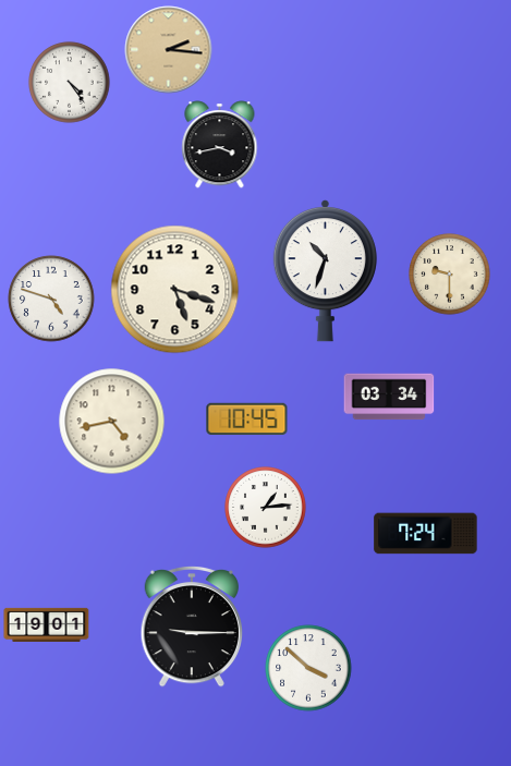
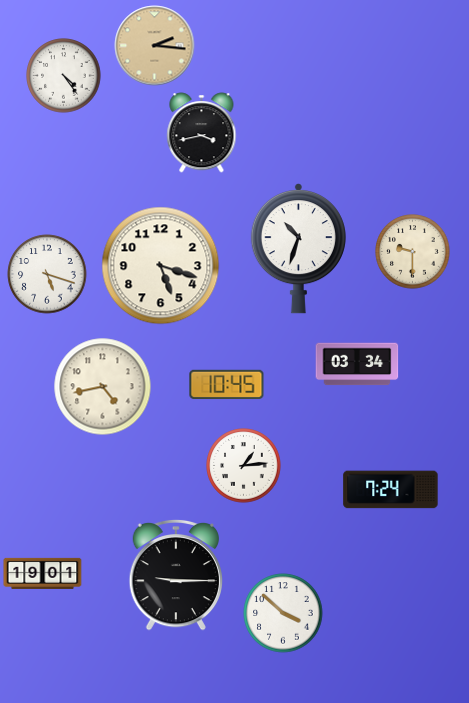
clock at (51, 299): 4:48 -> 5:18
